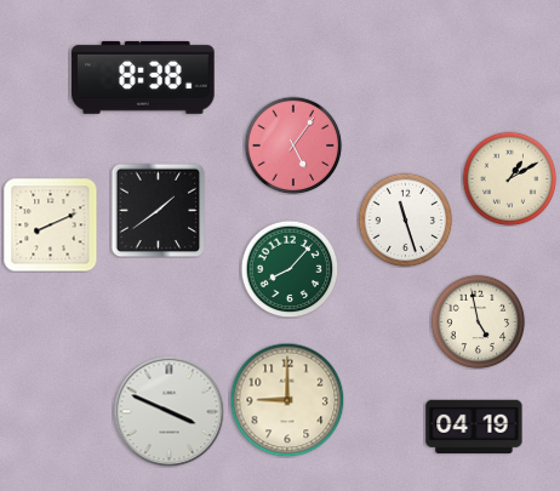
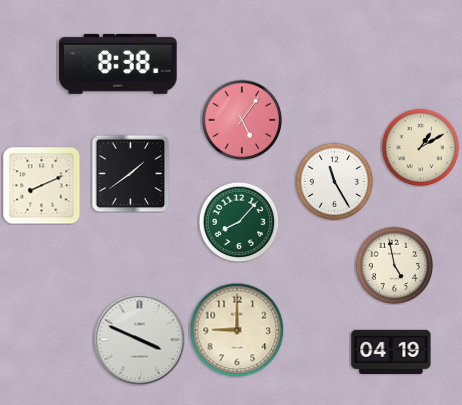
clock at (405, 219): 11:27 -> 11:25
